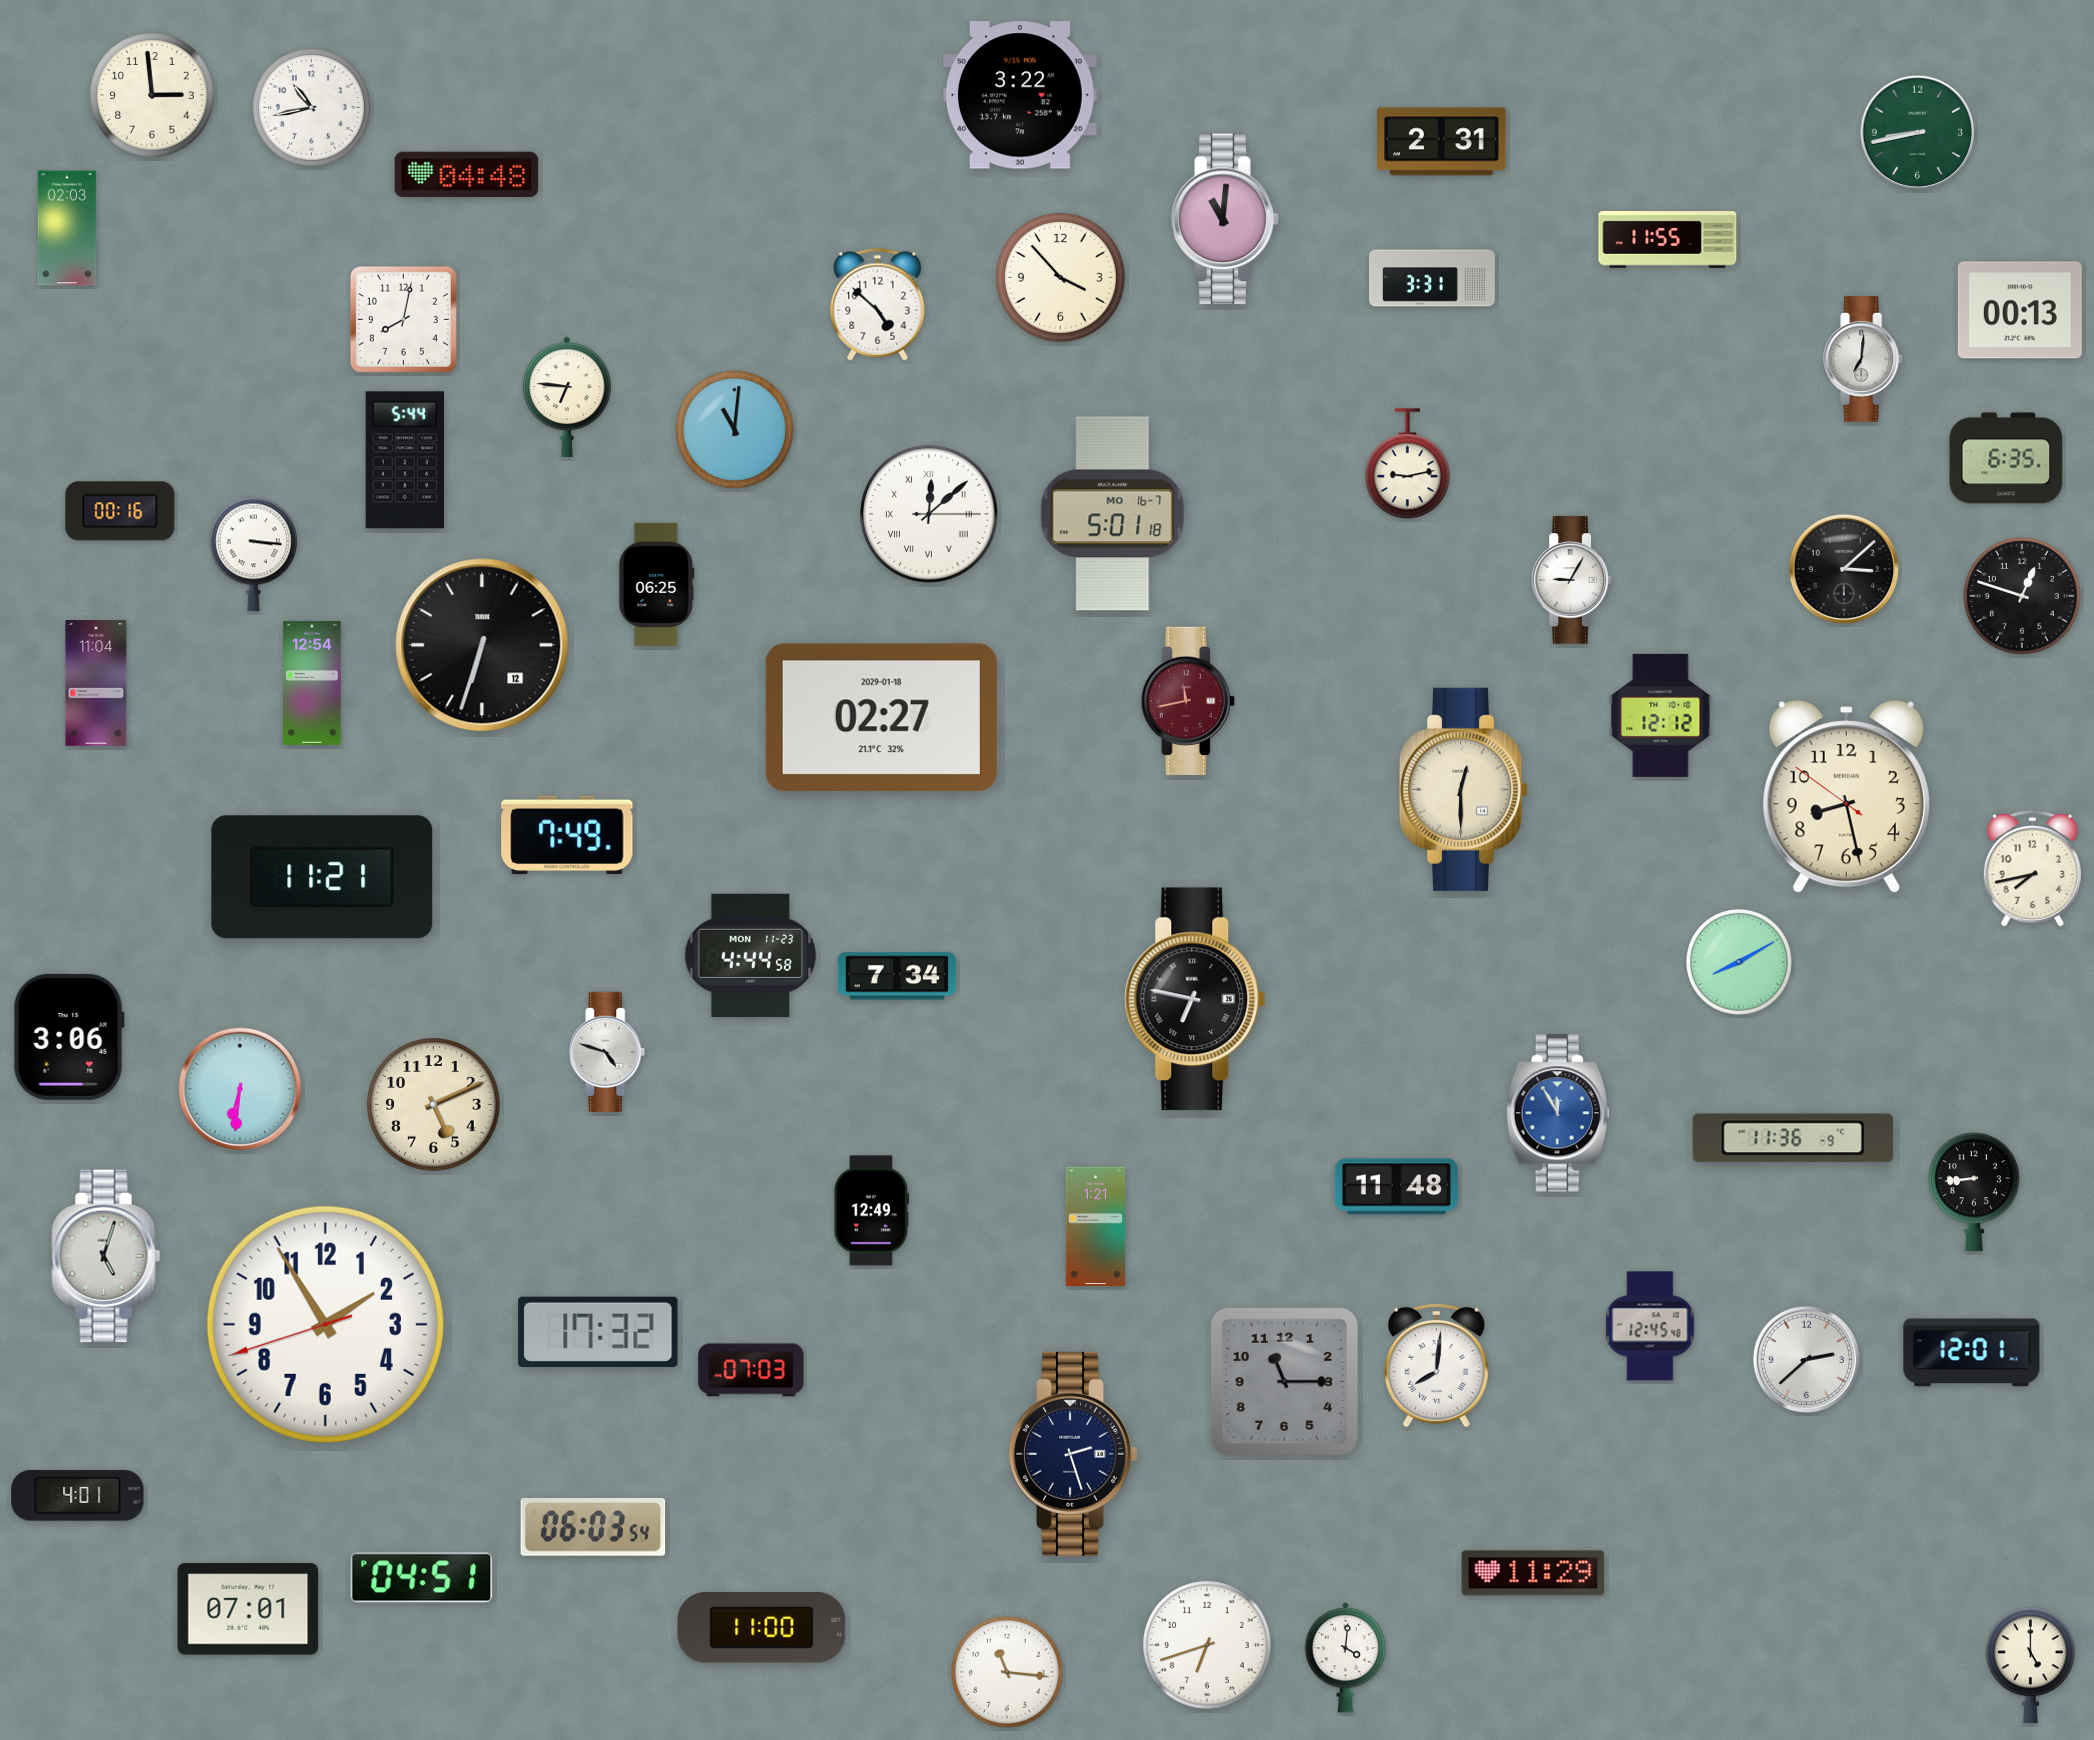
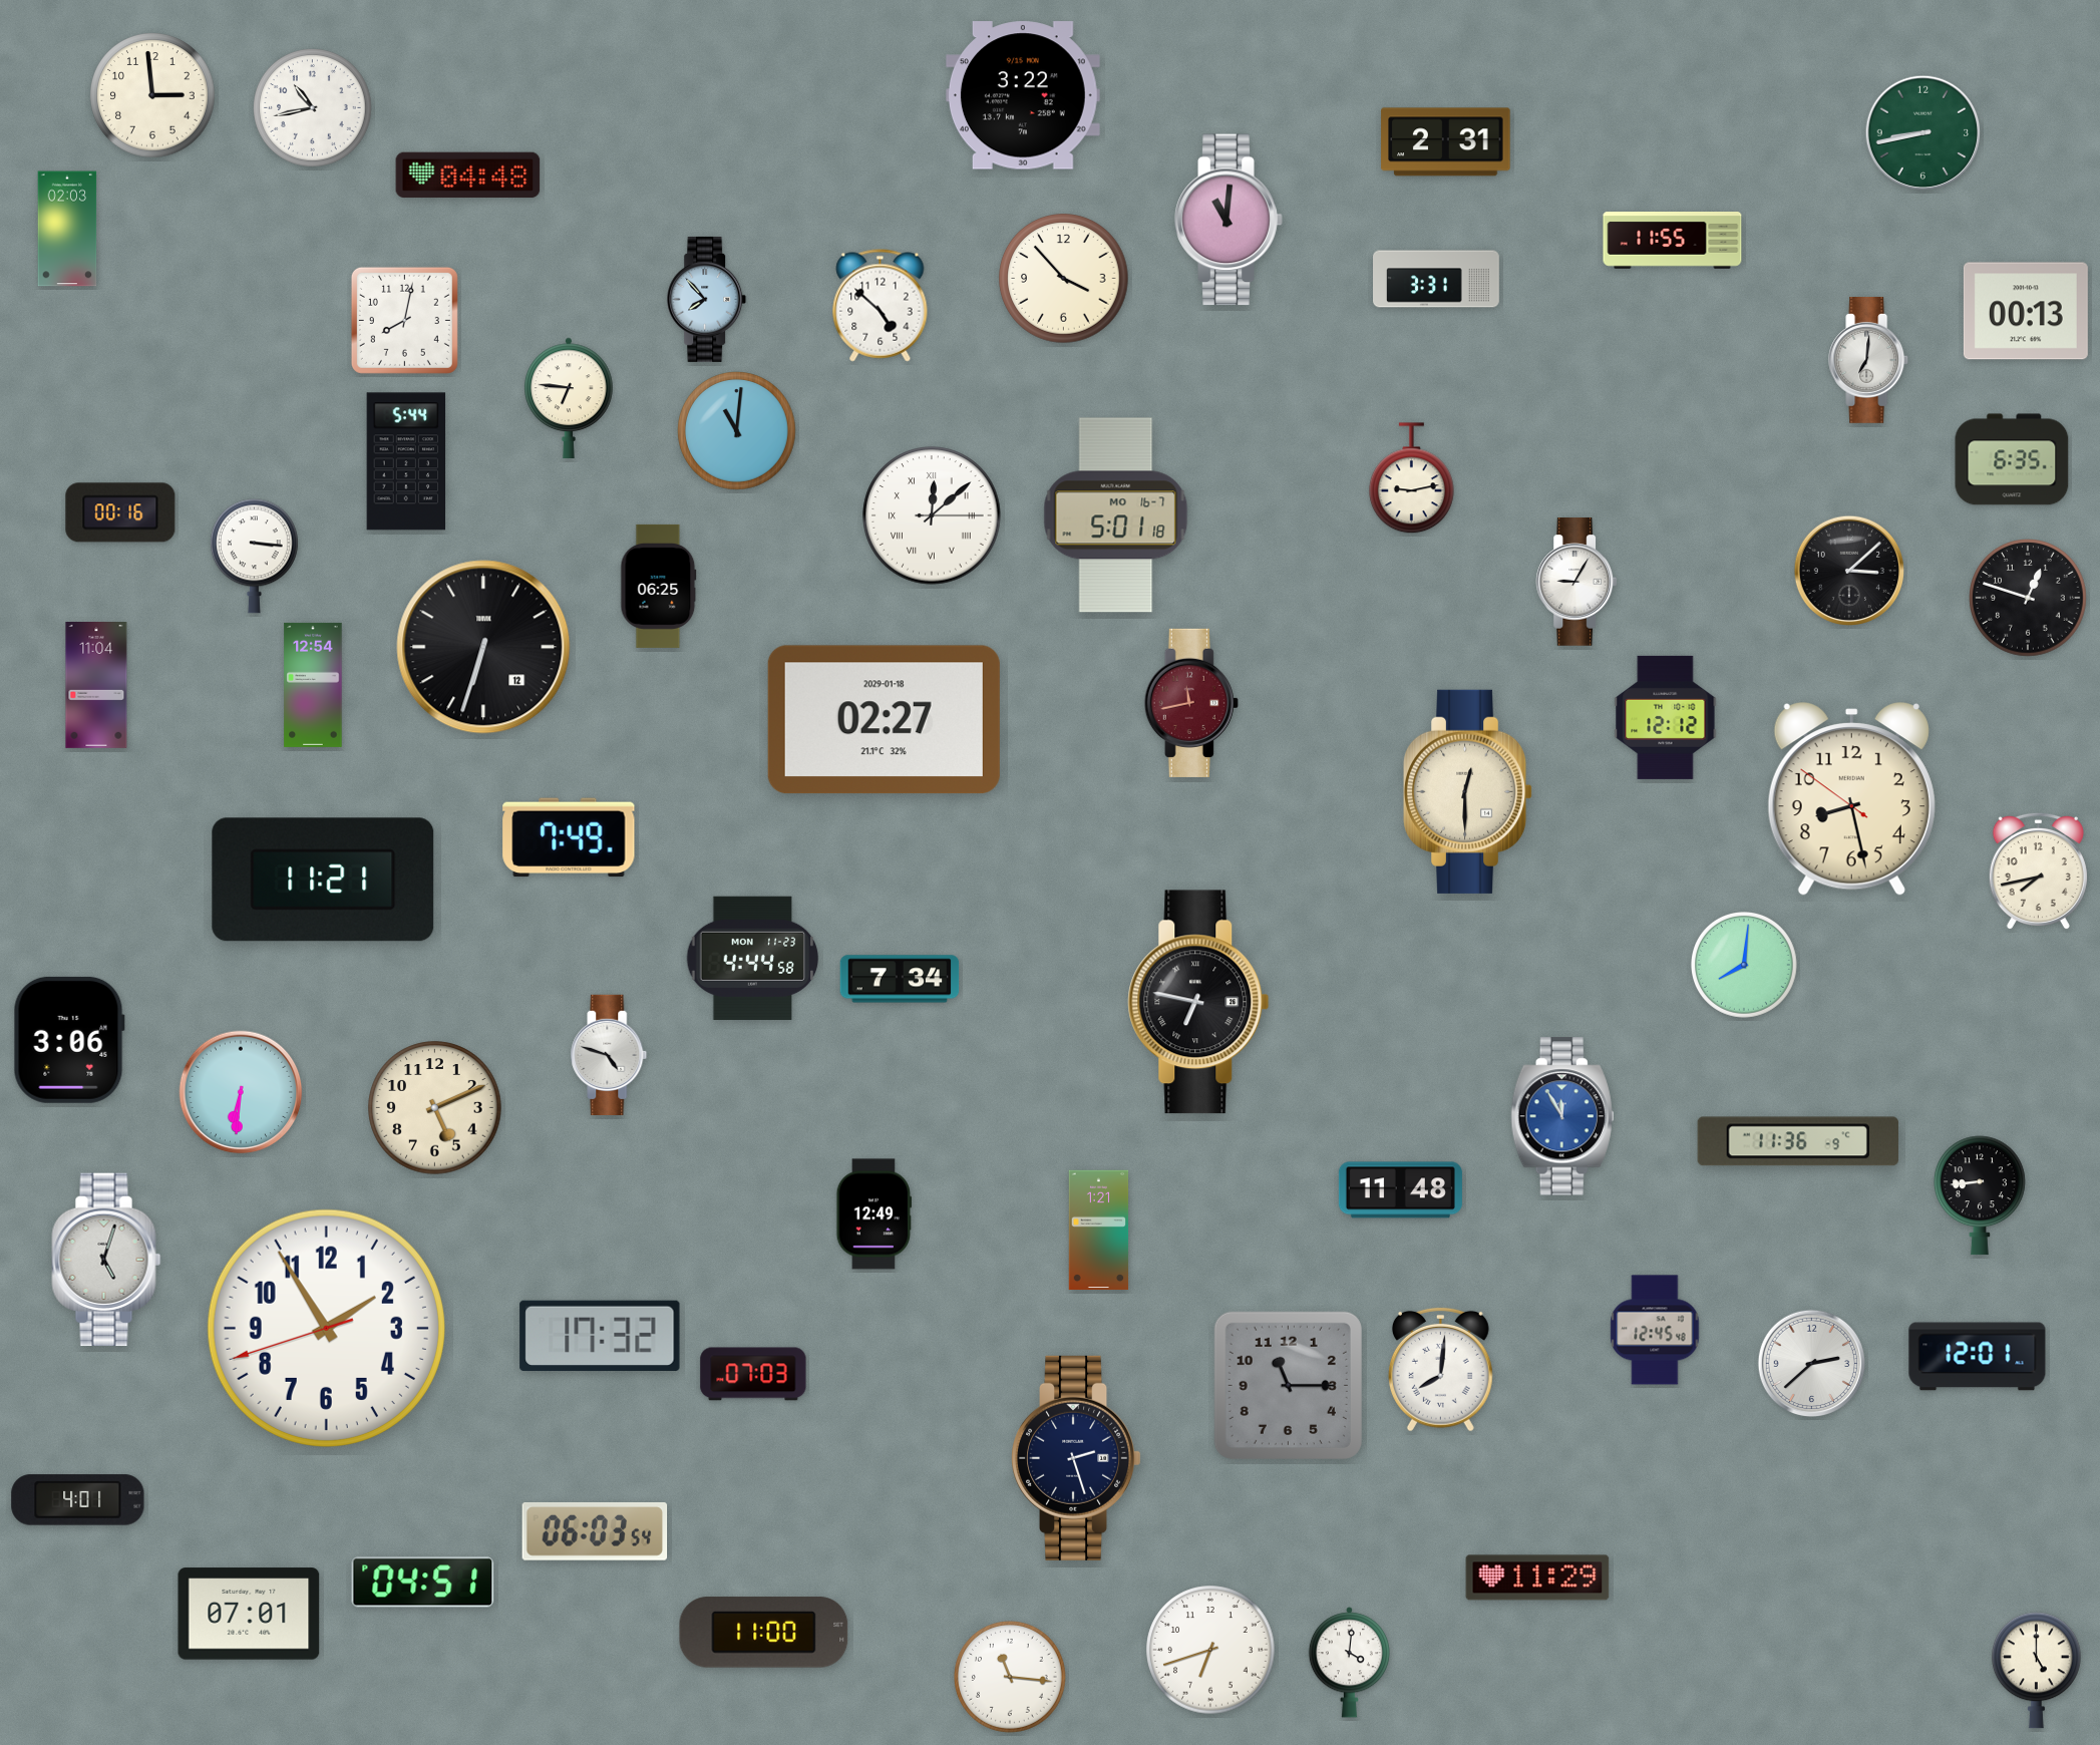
clock at (707, 299): none -> 7:53
clock at (1407, 464) position: (1407, 464) -> (1411, 478)
clock at (1739, 962): 8:10 -> 8:01
